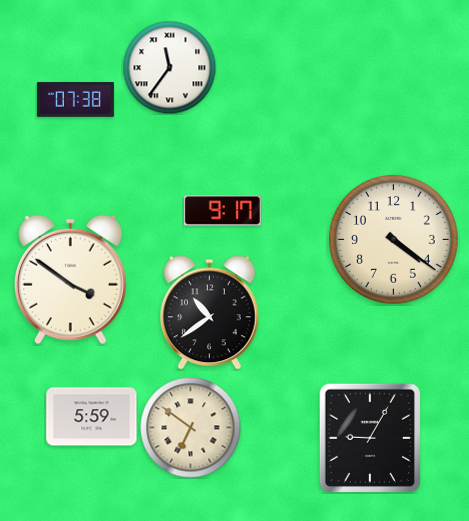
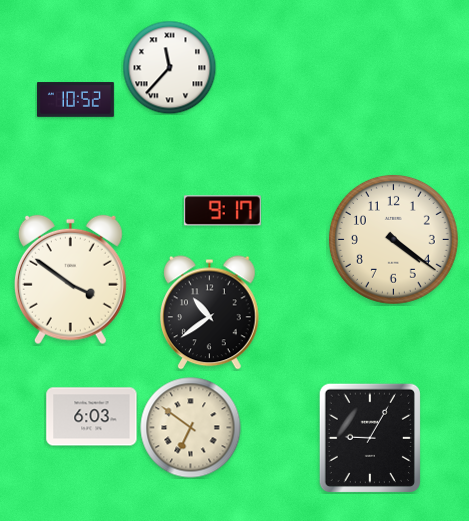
clock at (169, 67): 11:36 -> 11:37
clock at (75, 100): 07:38 -> 10:52
clock at (92, 417): 5:59 -> 6:03
